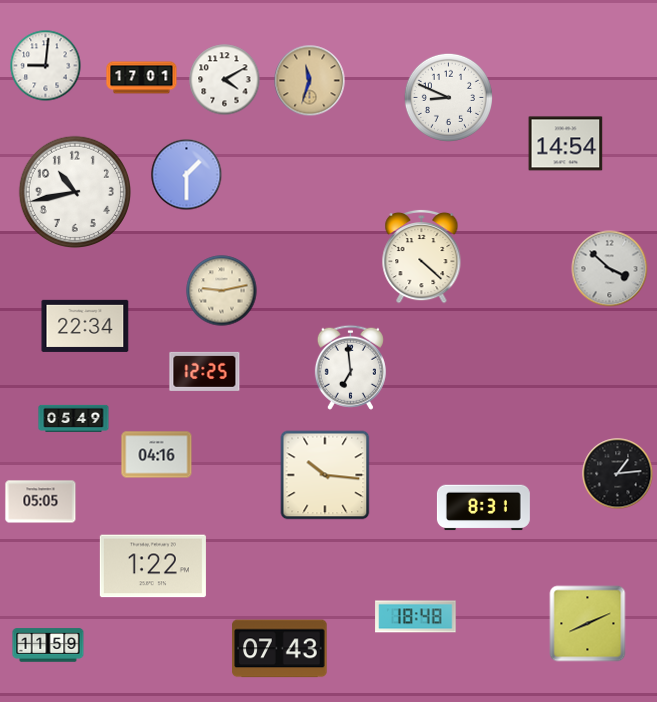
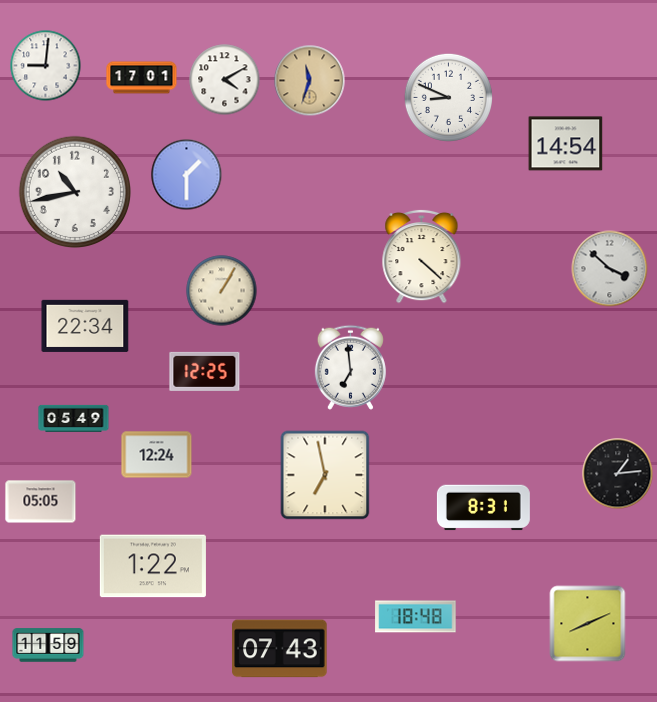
clock at (222, 291): 9:13 -> 1:05
clock at (157, 455): 04:16 -> 12:24
clock at (325, 475): 10:16 -> 6:58
